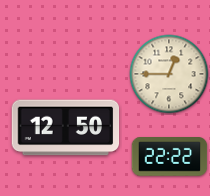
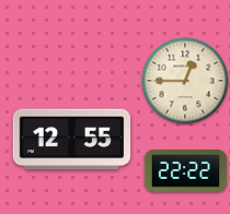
clock at (66, 128): 12:50 -> 12:55
